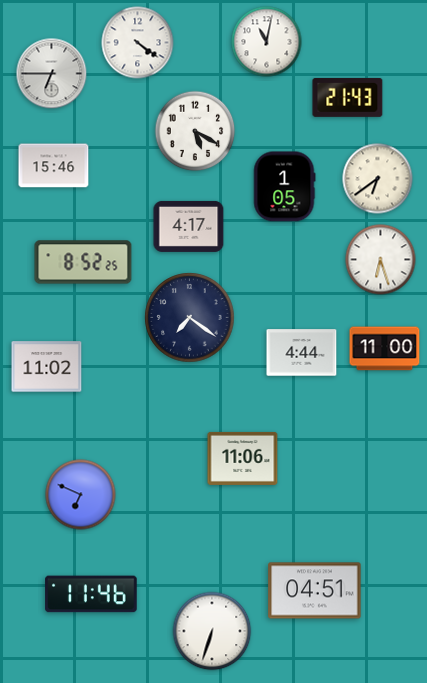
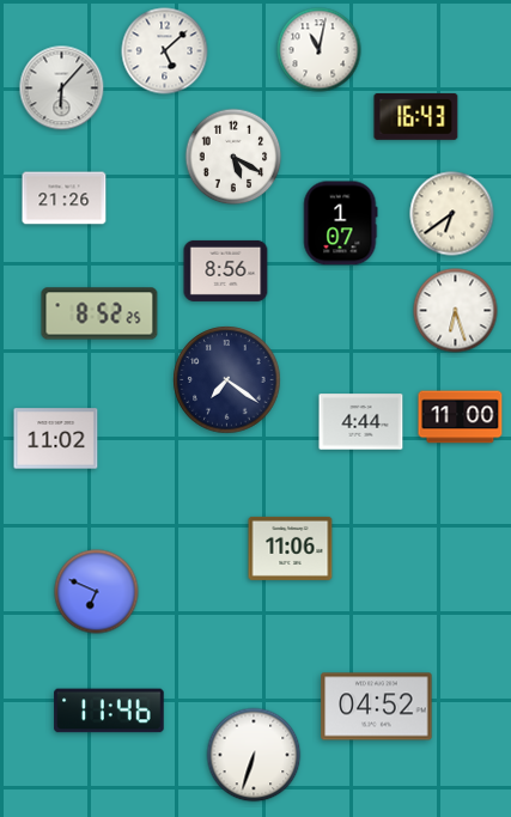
clock at (138, 43): 4:21 -> 5:08
clock at (52, 74): 6:45 -> 6:07
clock at (348, 97): 21:43 -> 16:43
clock at (54, 166): 15:46 -> 21:26
clock at (284, 187): 1:05 -> 1:07
clock at (189, 226): 4:17 -> 8:56
clock at (315, 591): 04:51 -> 04:52
